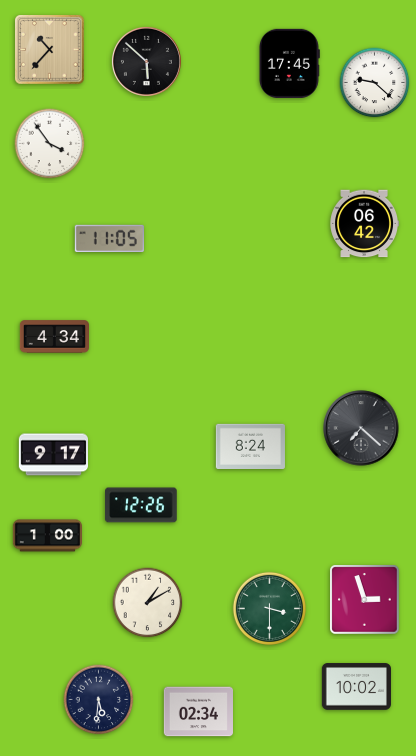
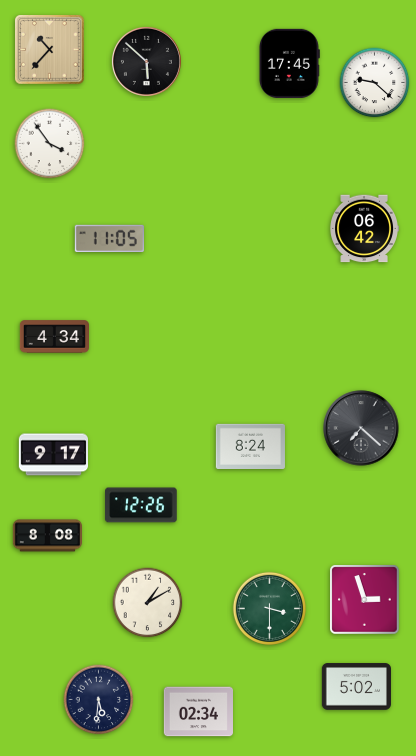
clock at (364, 224) position: (364, 224) -> (364, 229)
clock at (47, 536): 1:00 -> 8:08
clock at (356, 687): 10:02 -> 5:02
